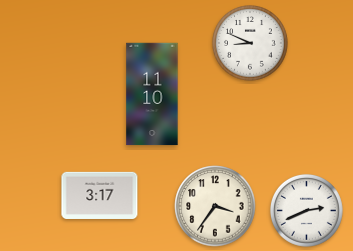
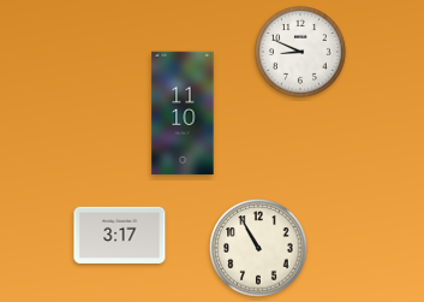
clock at (215, 206): 3:36 -> 10:55
clock at (306, 210): 2:41 -> none
